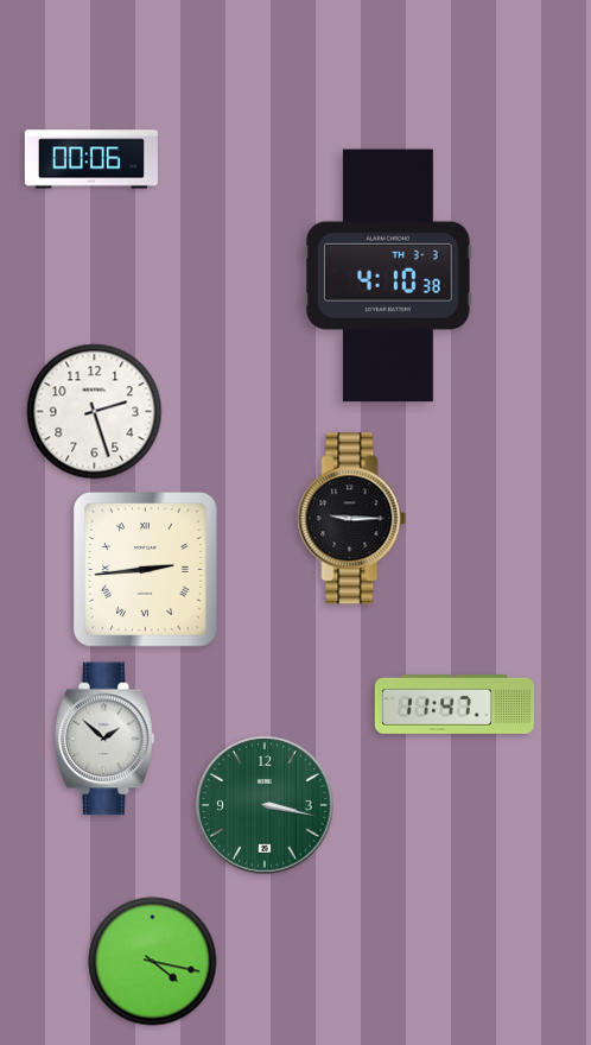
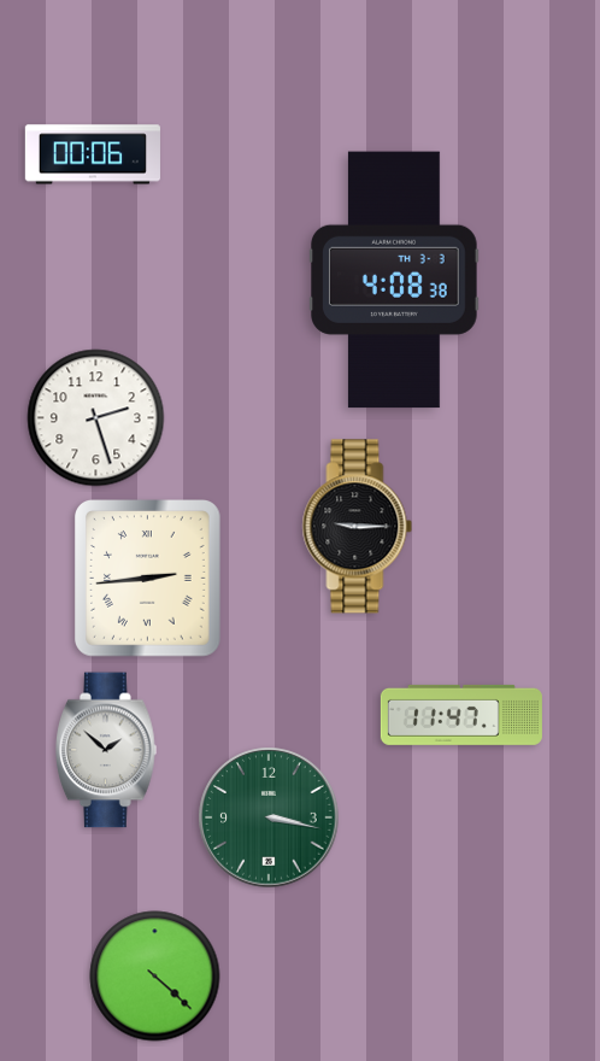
clock at (91, 159) position: (91, 159) -> (93, 154)
clock at (389, 275): 4:10 -> 4:08
clock at (153, 962): 4:17 -> 4:22
